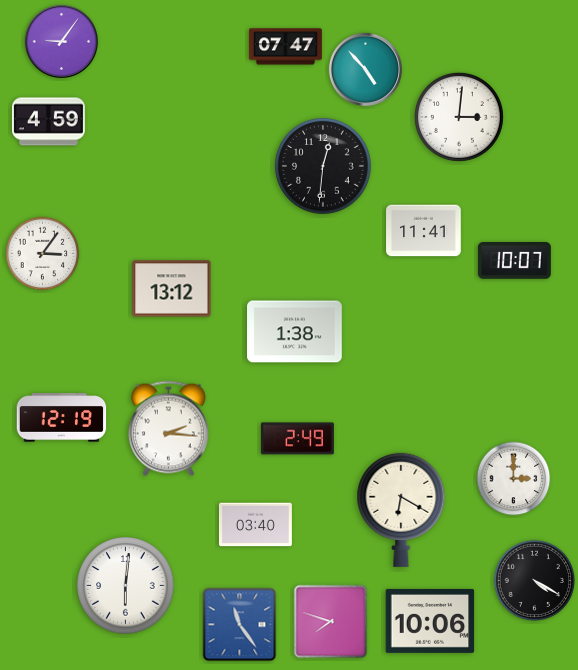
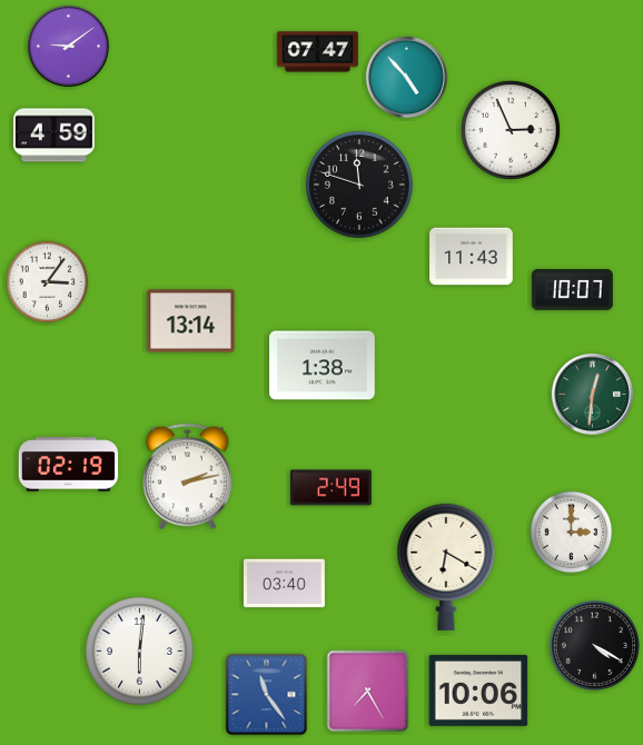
clock at (61, 41): 9:06 -> 9:09
clock at (459, 117): 3:01 -> 2:56
clock at (323, 166): 12:31 -> 11:48
clock at (424, 231): 11:41 -> 11:43
clock at (172, 289): 13:12 -> 13:14
clock at (295, 332) position: (295, 332) -> (323, 366)
clock at (592, 394): none -> 12:31
clock at (62, 418): 12:19 -> 02:19
clock at (168, 429): 2:16 -> 2:13
clock at (331, 622): 7:48 -> 7:25
